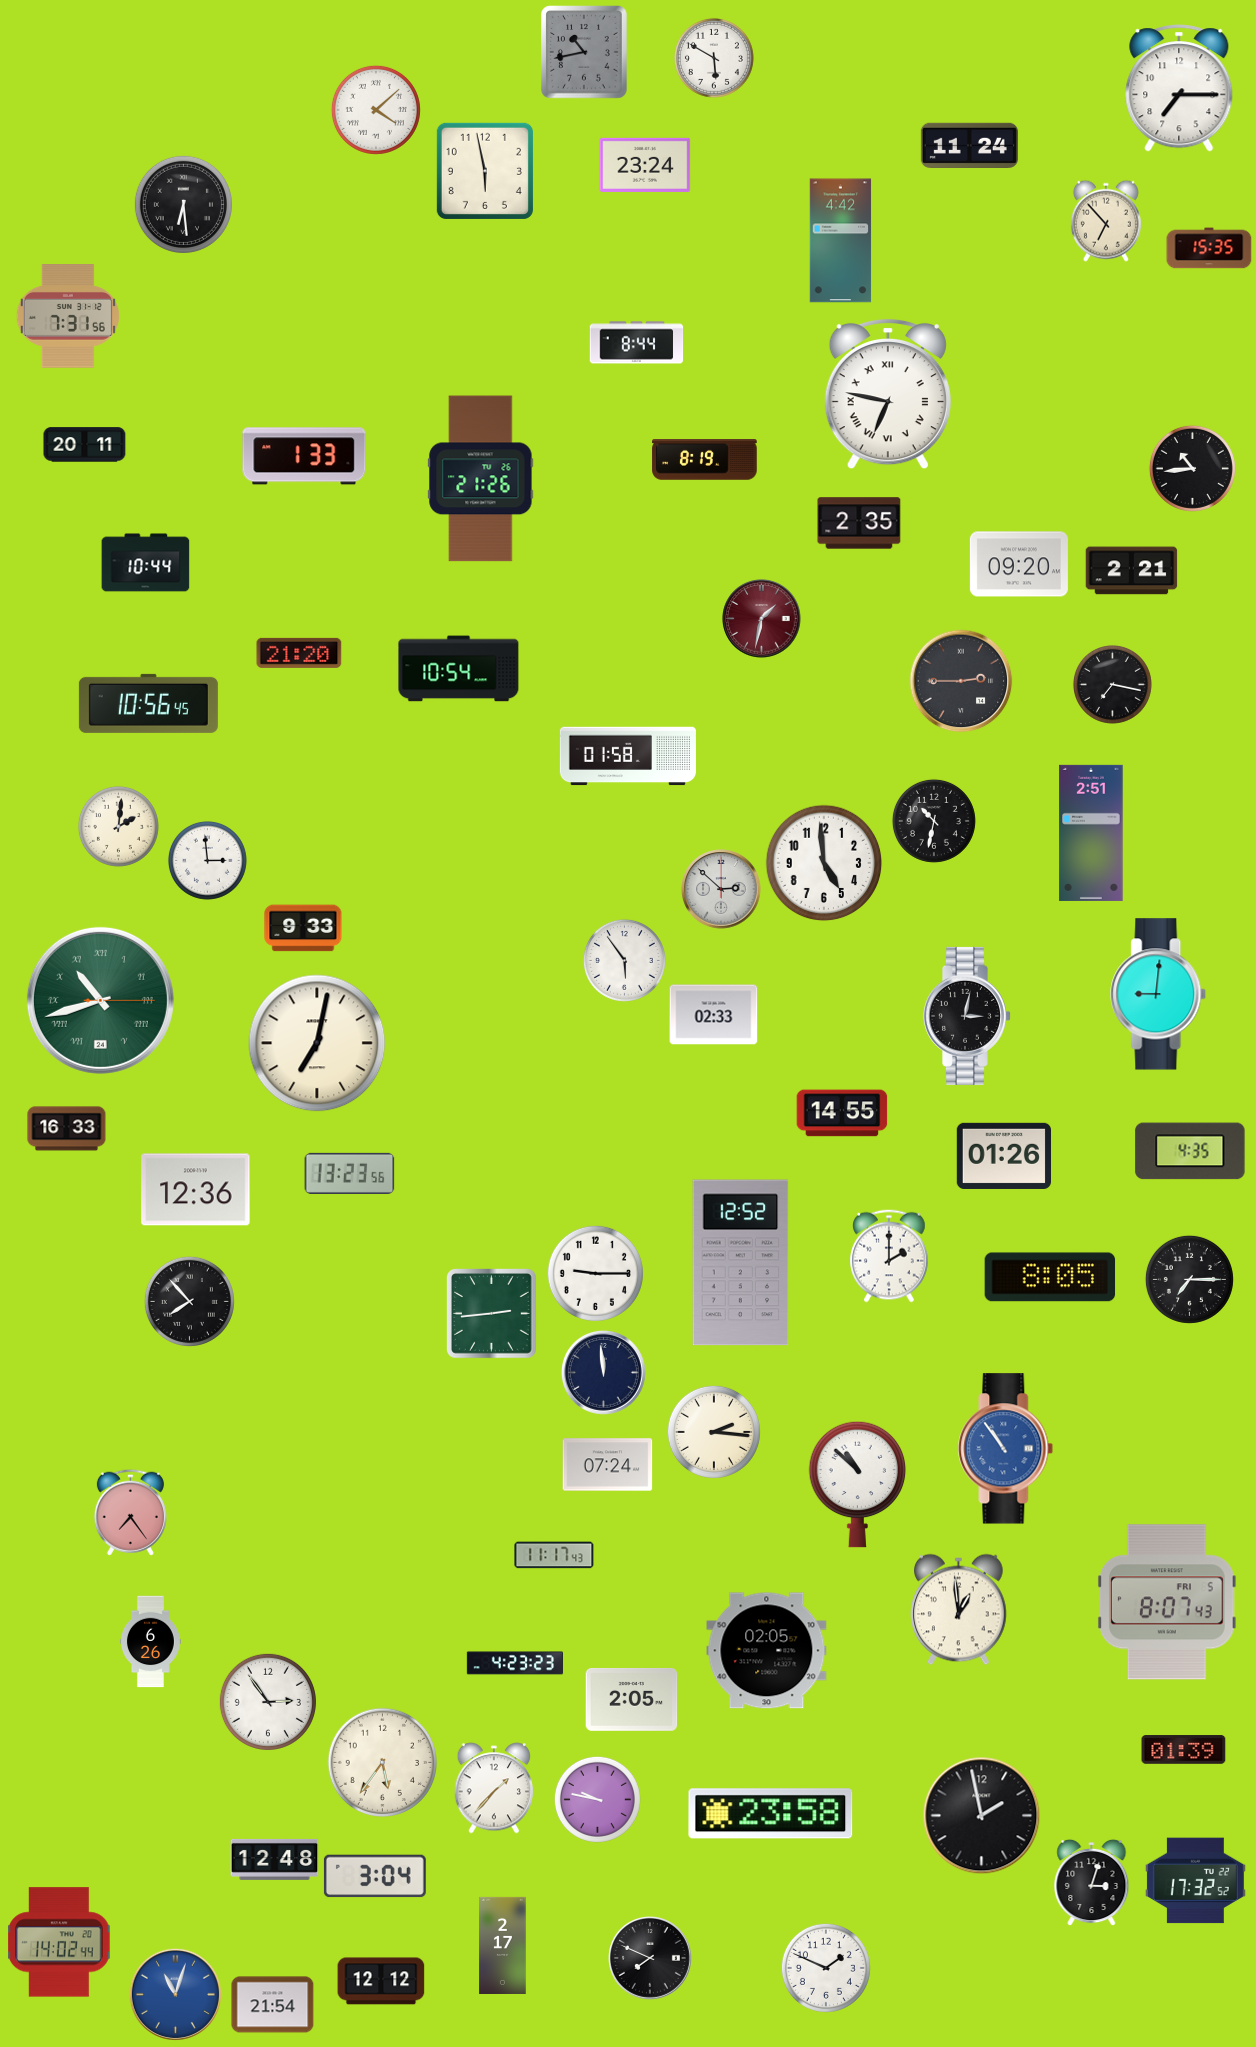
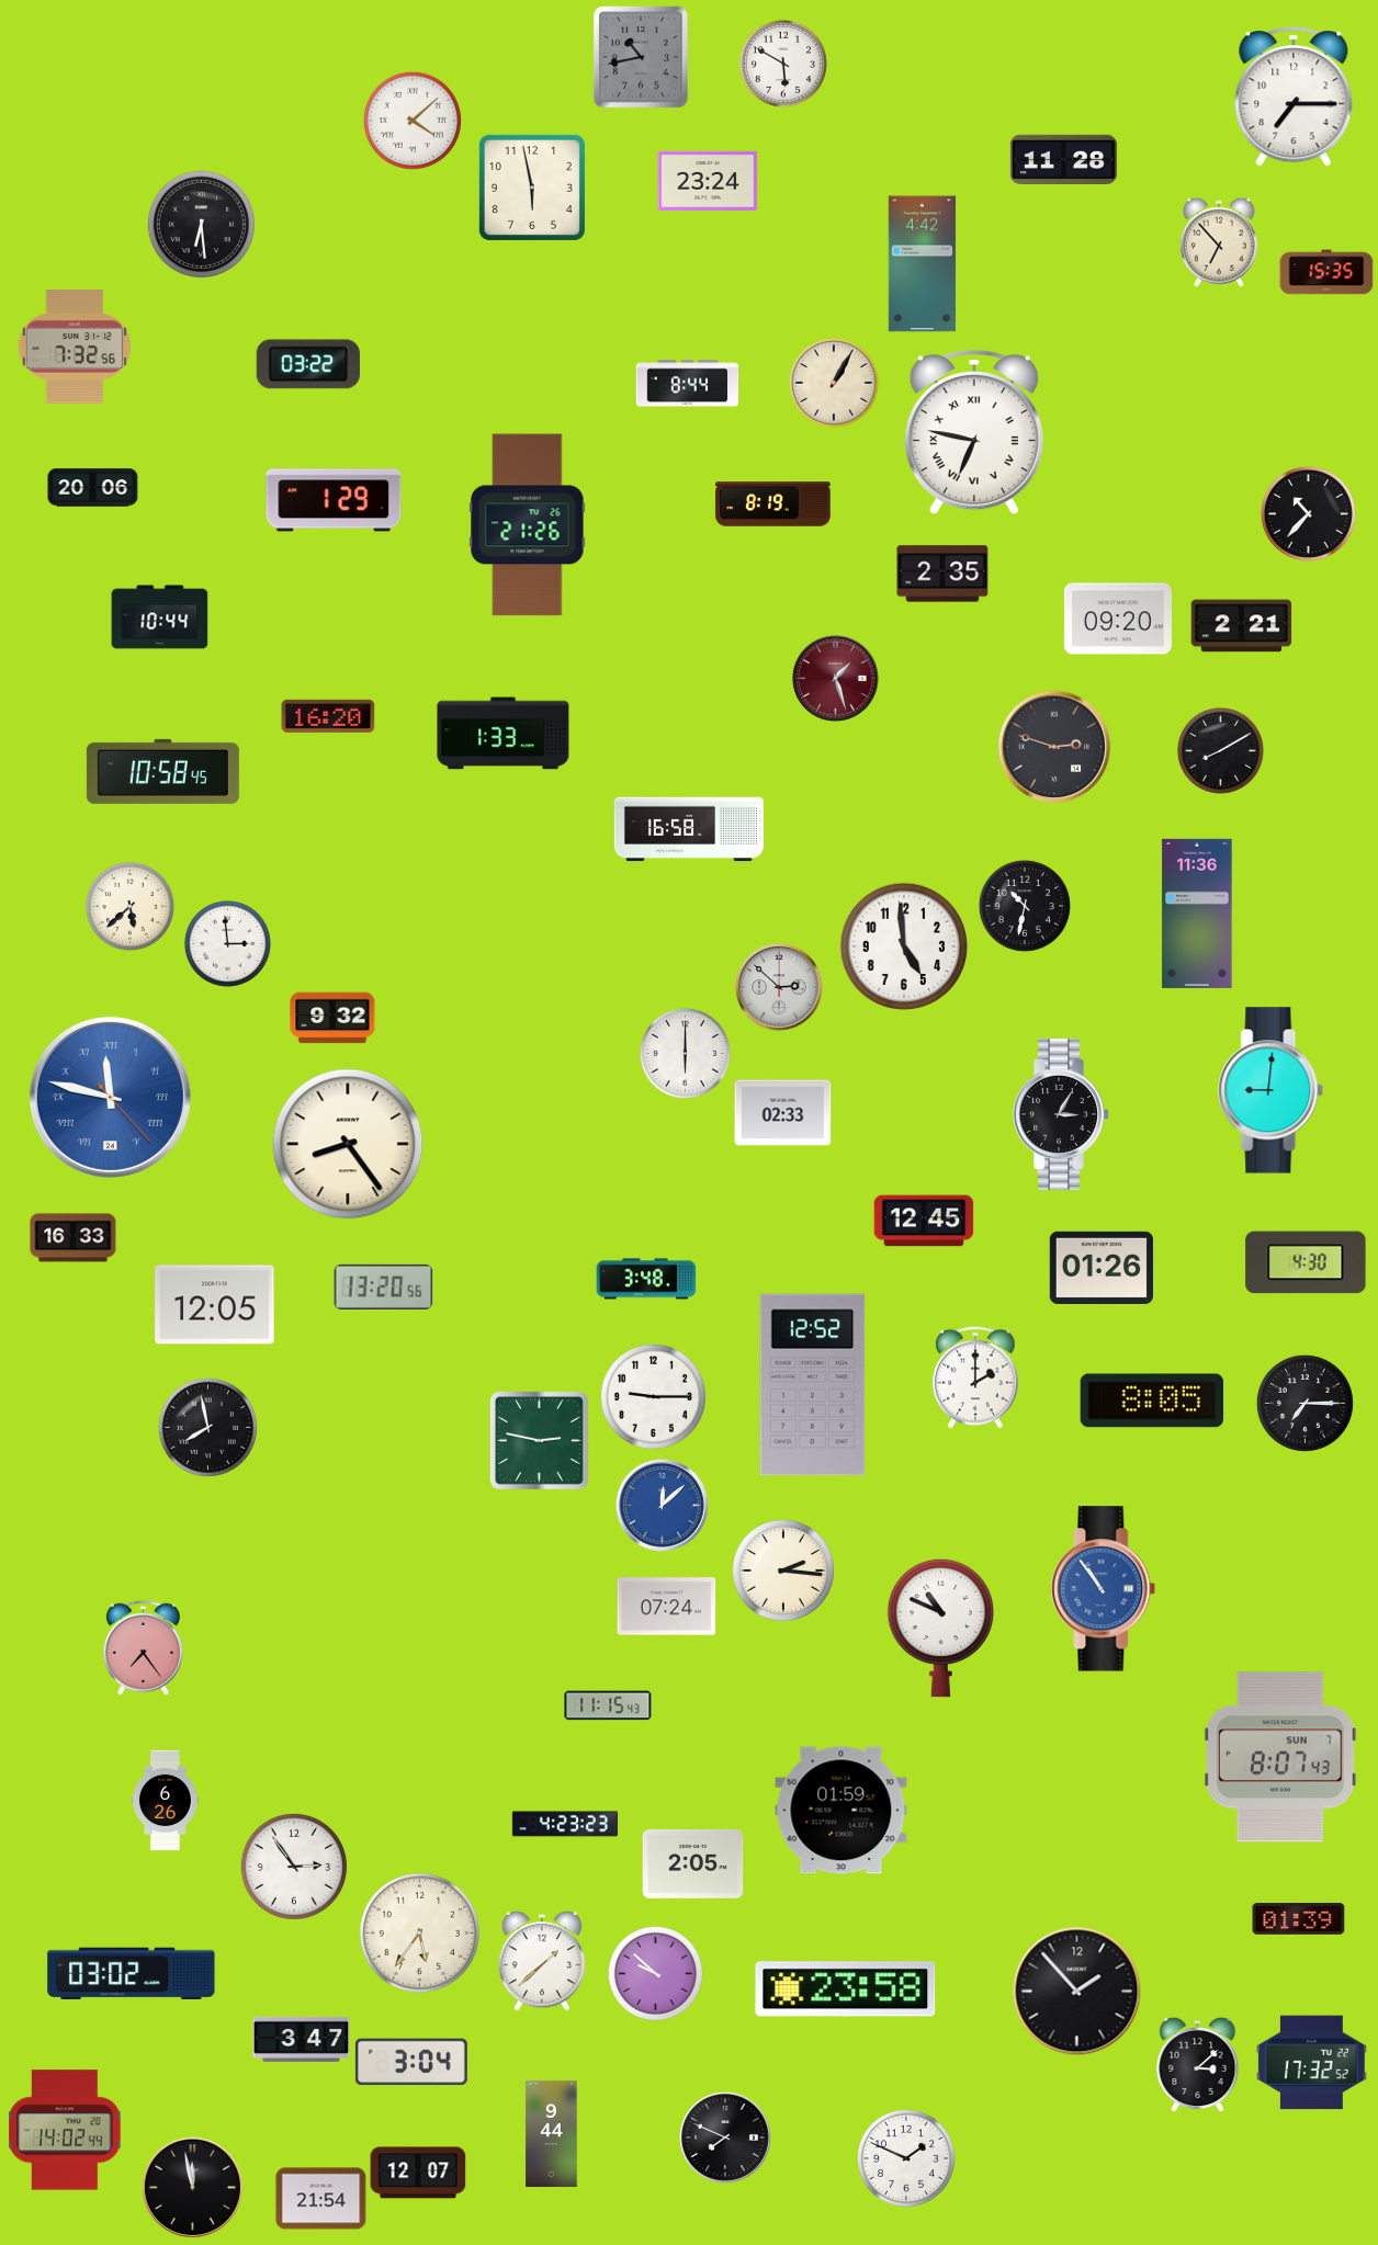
clock at (969, 145): 11:24 -> 11:28
clock at (1106, 221) position: (1106, 221) -> (1219, 242)
clock at (68, 317): 7:31 -> 7:32
clock at (308, 364): none -> 03:22
clock at (637, 343) position: (637, 343) -> (688, 384)
clock at (834, 383): none -> 1:05
clock at (85, 445): 20:11 -> 20:06
clock at (304, 456): 1:33 -> 1:29
clock at (1192, 468): 10:44 -> 10:37
clock at (762, 619): 1:32 -> 1:27
clock at (299, 653): 21:20 -> 16:20
clock at (459, 669): 10:54 -> 1:33
clock at (961, 681): 2:45 -> 2:48
clock at (1112, 684): 7:17 -> 8:10
clock at (148, 703): 10:56 -> 10:58
clock at (628, 756): 01:58 -> 16:58
clock at (934, 821) position: (934, 821) -> (1025, 906)
clock at (118, 826): 2:01 -> 5:38
clock at (1091, 833): 2:51 -> 11:36
clock at (721, 889) position: (721, 889) -> (779, 987)
clock at (303, 928): 9:33 -> 9:32
clock at (624, 960): 5:54 -> 6:00
clock at (100, 1000): 10:42 -> 11:47
clock at (100, 1000) dial: green -> blue
clock at (967, 1016): 3:02 -> 3:05
clock at (317, 1043): 7:02 -> 8:24
clock at (842, 1113): 14:55 -> 12:45
clock at (1190, 1151): 4:35 -> 4:30
clock at (646, 1279): none -> 3:48
clock at (350, 1173): 13:23 -> 13:20
clock at (196, 1190): 12:36 -> 12:05
clock at (189, 1301): 7:53 -> 7:58
clock at (492, 1314): 2:44 -> 2:47
clock at (603, 1372): 11:59 -> 12:08
clock at (603, 1372) dial: navy -> blue
clock at (858, 1484): 10:52 -> 10:49
clock at (130, 1512) position: (130, 1512) -> (143, 1647)
clock at (554, 1555): 11:17 -> 11:15
clock at (1168, 1602) date: FRI 5 -> SUN 7
clock at (959, 1610): 12:59 -> none
clock at (767, 1651): 02:05 -> 01:59
clock at (494, 1788): 1:37 -> 1:38
clock at (132, 1973): none -> 03:02
clock at (597, 1799): 9:47 -> 9:52
clock at (982, 1816): 1:58 -> 1:53
clock at (275, 1859): 12:48 -> 3:47
clock at (375, 1876) position: (375, 1876) -> (411, 2062)
clock at (1092, 1882): 3:03 -> 3:08
clock at (503, 1945): 2:17 -> 9:44
clock at (651, 1959) position: (651, 1959) -> (726, 2139)
clock at (381, 1981): 12:12 -> 12:07
clock at (175, 1994): 11:03 -> 11:58
clock at (175, 1994) dial: blue -> black
clock at (273, 2005) position: (273, 2005) -> (321, 2199)
